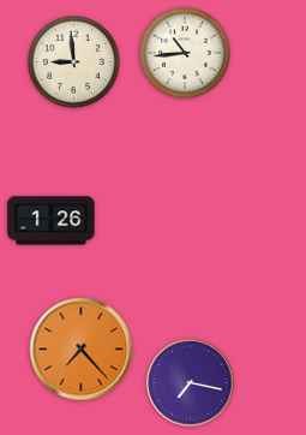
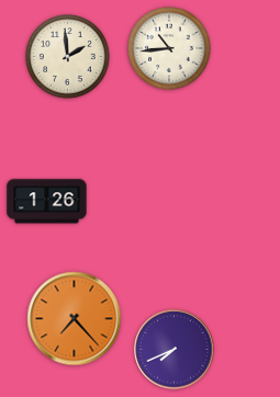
clock at (74, 62): 8:59 -> 1:59
clock at (191, 383): 7:17 -> 7:41
